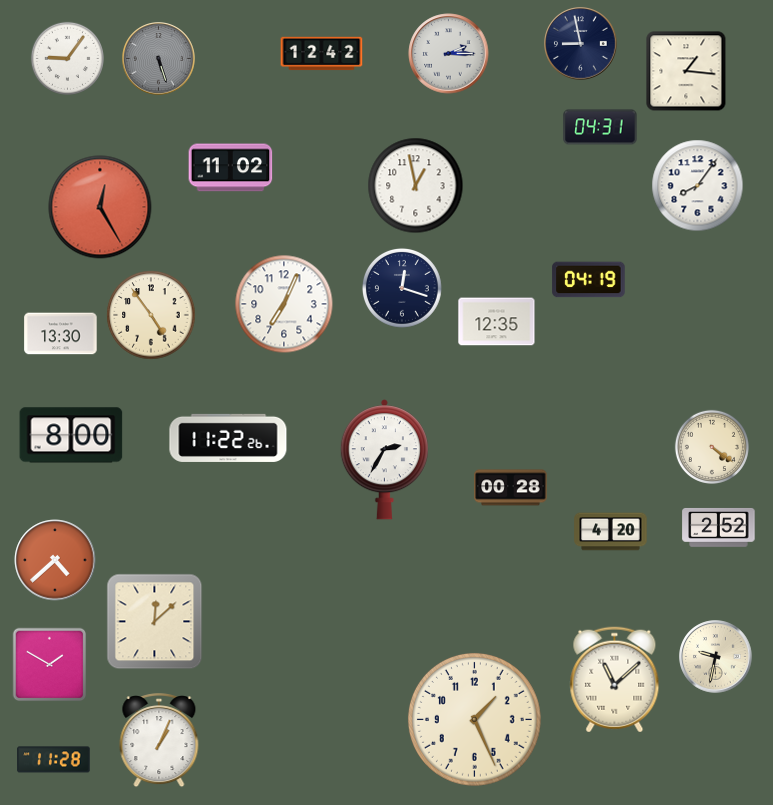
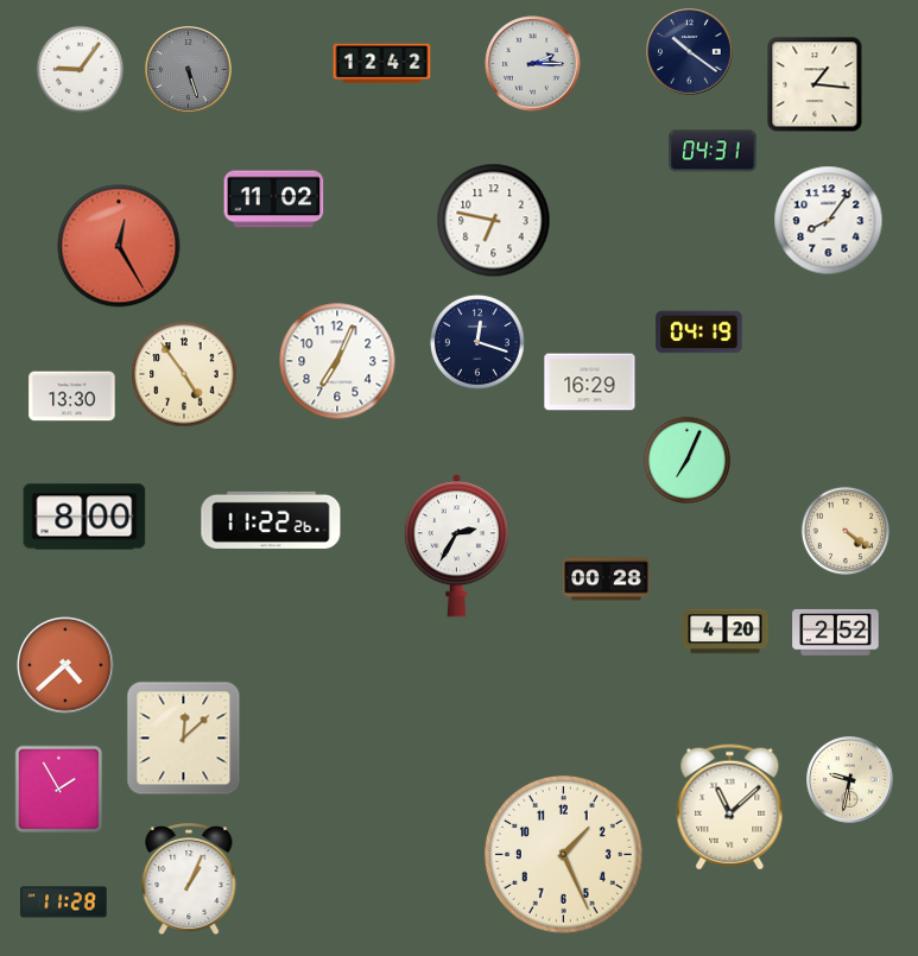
clock at (581, 44): 8:58 -> 10:21
clock at (416, 186): 12:58 -> 6:47
clock at (151, 315) position: (151, 315) -> (184, 374)
clock at (497, 322): 12:35 -> 16:29
clock at (686, 460): none -> 7:04
clock at (719, 528) position: (719, 528) -> (836, 633)
clock at (50, 665): 1:50 -> 1:55
